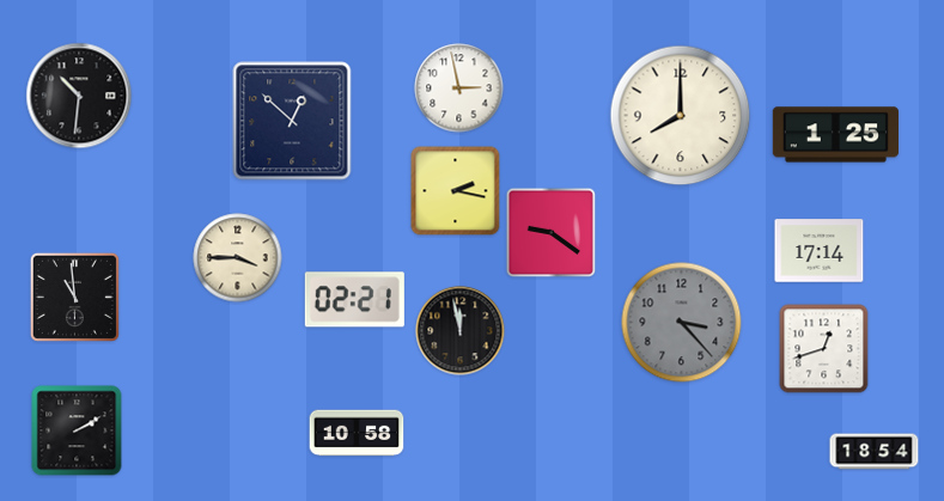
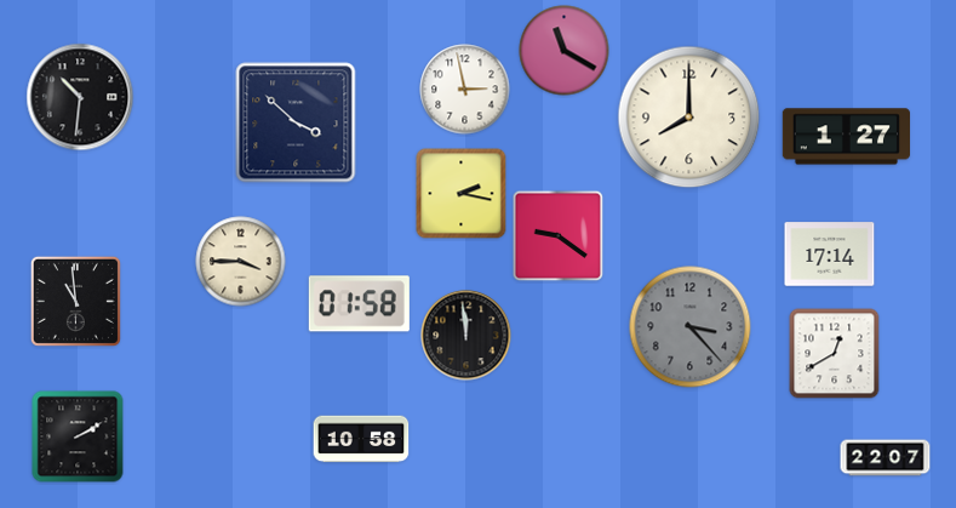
clock at (565, 51): none -> 11:20
clock at (292, 121): 12:52 -> 3:52
clock at (835, 135): 1:25 -> 1:27
clock at (354, 300): 02:21 -> 01:58
clock at (461, 331): 11:58 -> 11:59
clock at (824, 349): 12:42 -> 12:40
clock at (875, 452): 18:54 -> 22:07
